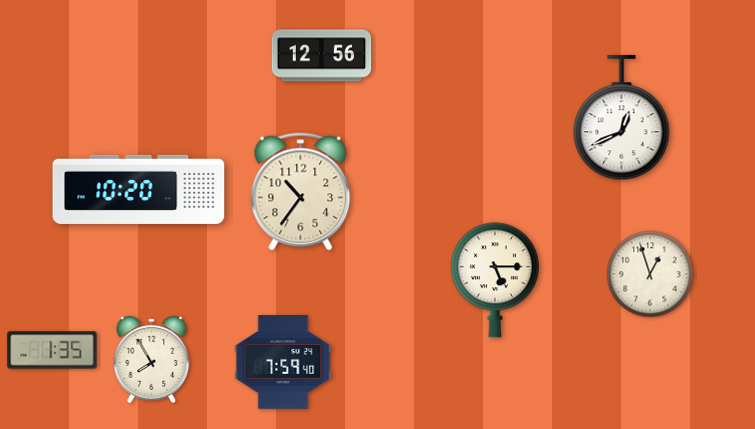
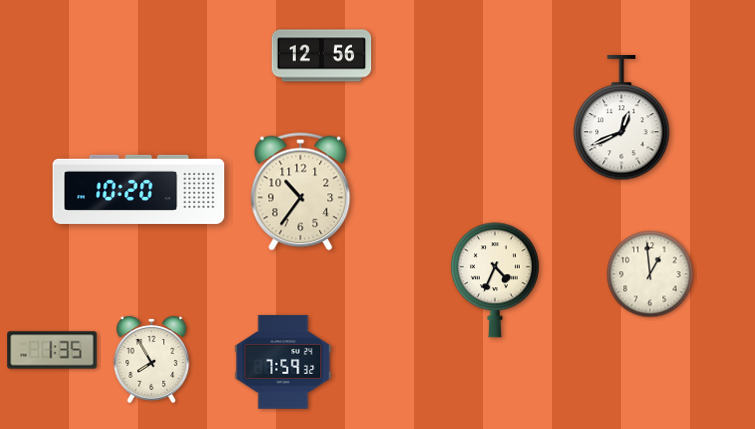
clock at (650, 274): 12:57 -> 12:59
clock at (495, 280): 5:15 -> 4:34
clock at (283, 362): 7:59:40 -> 7:59:32
